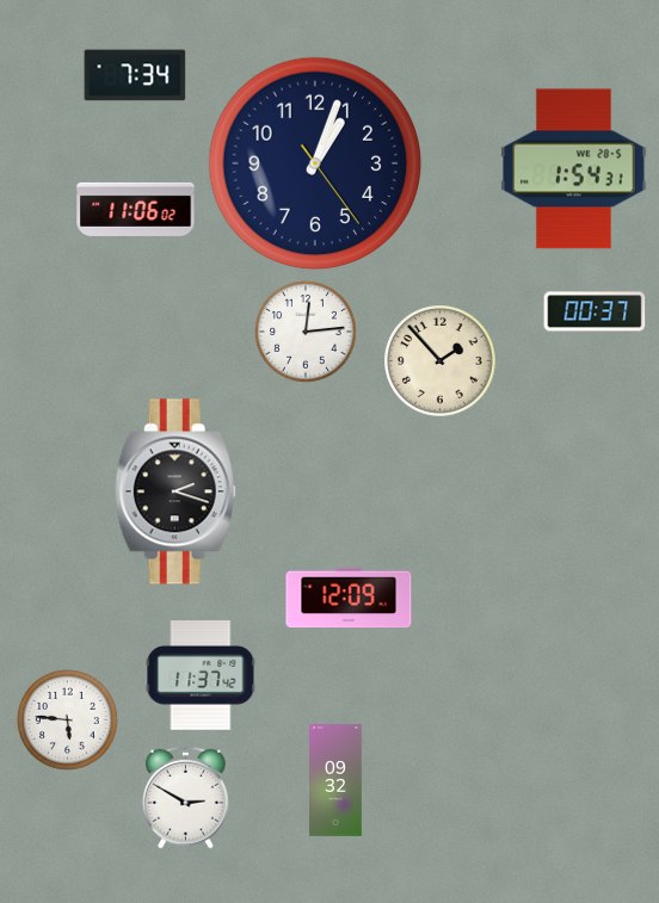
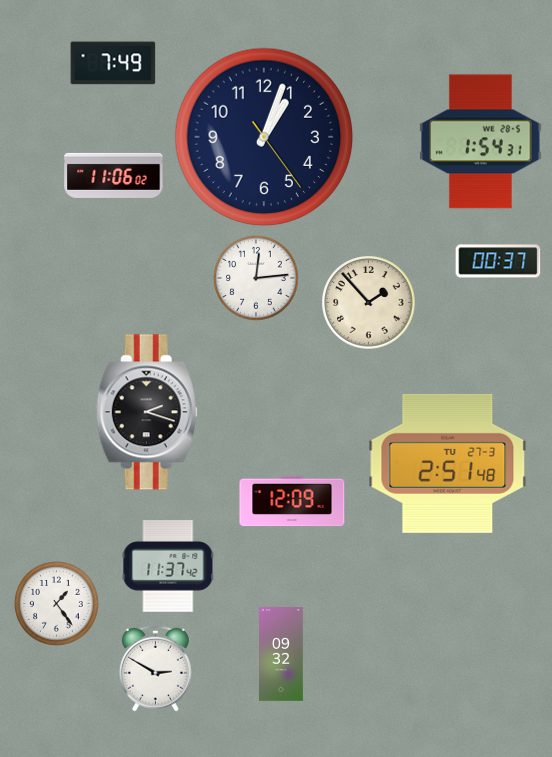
clock at (135, 75): 7:34 -> 7:49
clock at (448, 463): none -> 2:51
clock at (68, 720): 5:46 -> 1:24
